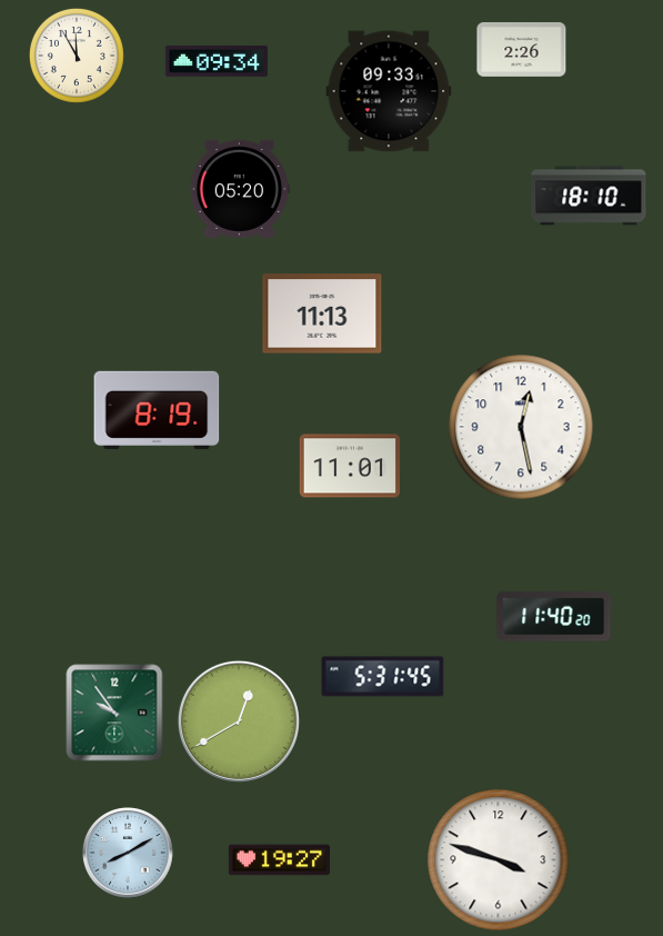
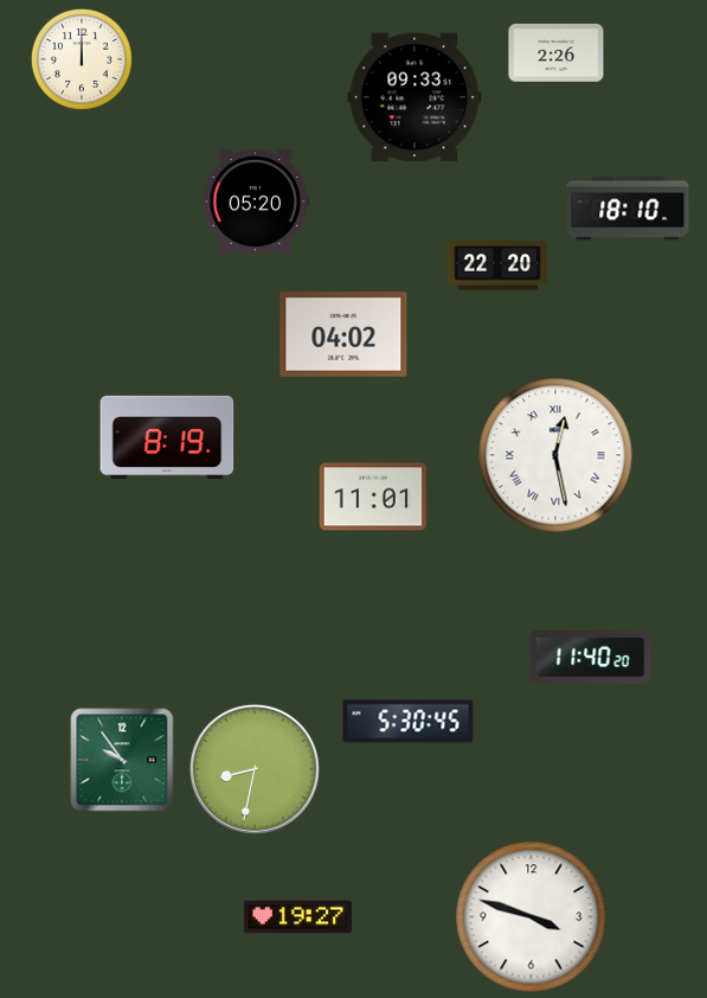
clock at (77, 56): 11:55 -> 12:00
clock at (217, 62): 09:34 -> none
clock at (497, 266): none -> 22:20
clock at (322, 313): 11:13 -> 04:02
clock at (521, 427) numerals: Arabic -> Roman
clock at (383, 677): 5:31 -> 5:30
clock at (239, 721): 12:40 -> 8:32
clock at (128, 853): 8:10 -> none
